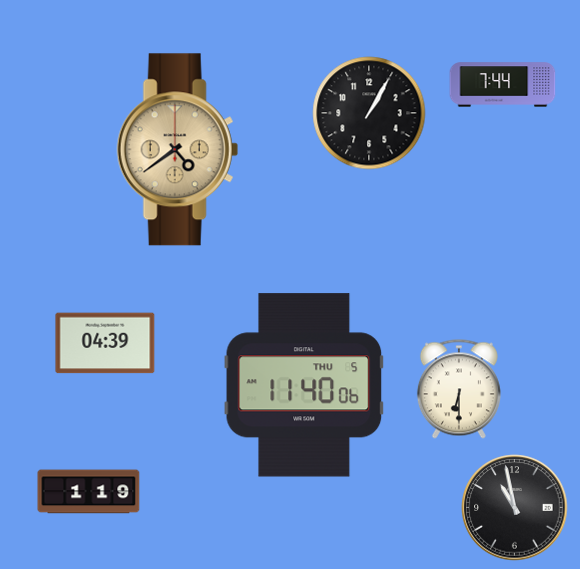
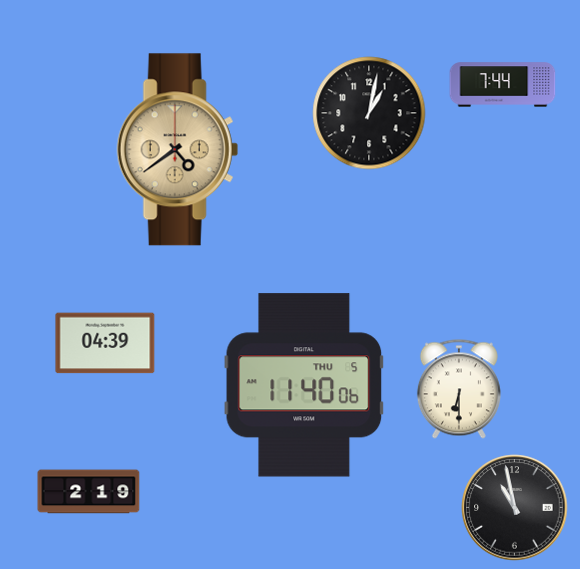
clock at (369, 113): 1:05 -> 1:02
clock at (89, 492): 1:19 -> 2:19
